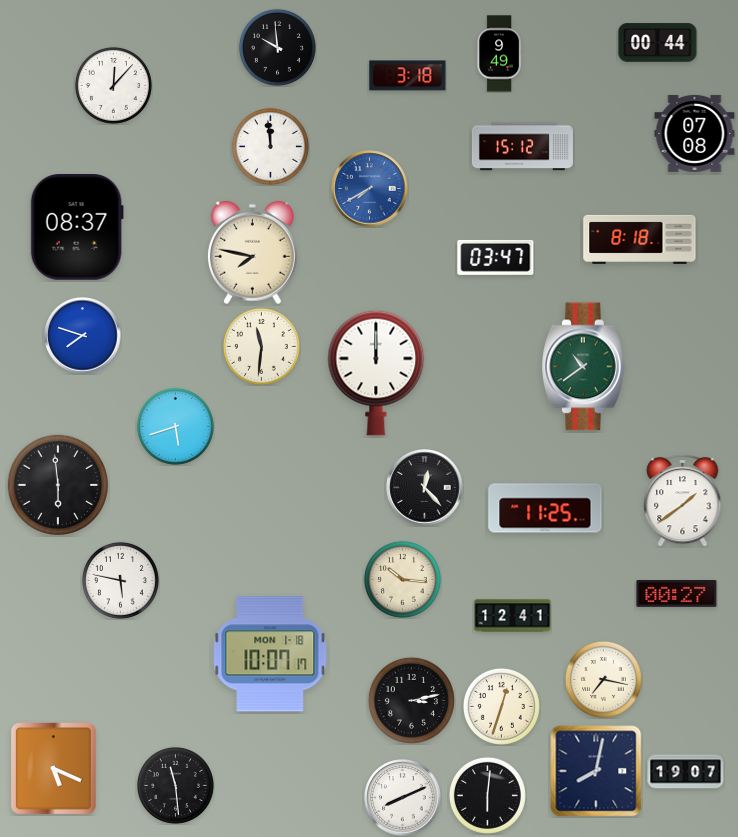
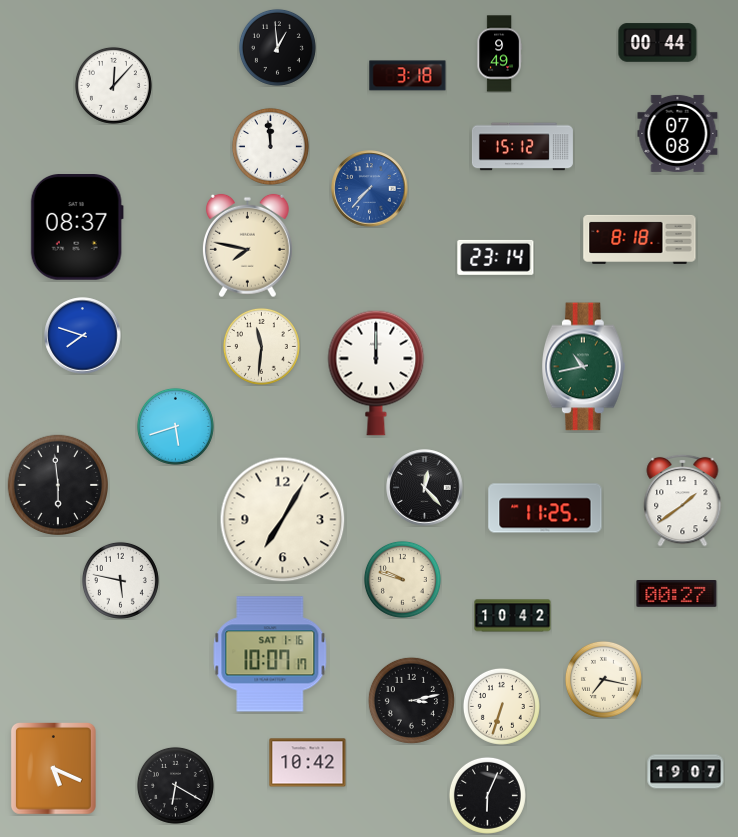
clock at (277, 47): 9:59 -> 12:59
clock at (695, 133) position: (695, 133) -> (678, 133)
clock at (370, 189): 7:40 -> 7:37
clock at (252, 253) position: (252, 253) -> (247, 246)
clock at (496, 257): 03:47 -> 23:14
clock at (584, 367): 10:39 -> 10:43
clock at (283, 520): none -> 7:05
clock at (402, 579): 10:16 -> 9:48
clock at (513, 616): 12:41 -> 10:42
clock at (270, 654) date: MON 1-18 -> SAT 1-16
clock at (501, 706): 12:33 -> 6:33
clock at (308, 763): none -> 10:42
clock at (596, 771): 8:02 -> none
clock at (175, 785): 11:29 -> 6:20
clock at (487, 795): 6:01 -> 6:04
clock at (403, 798): 8:11 -> none
